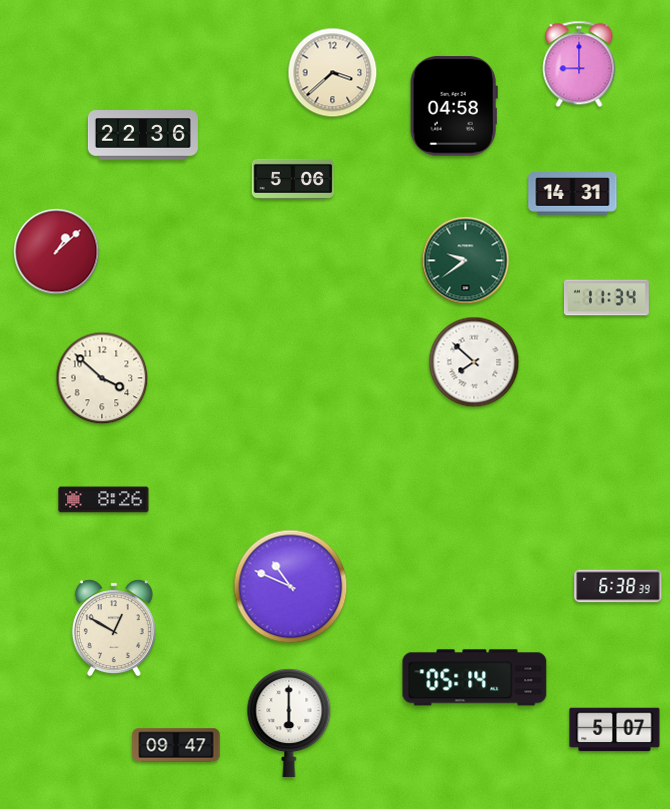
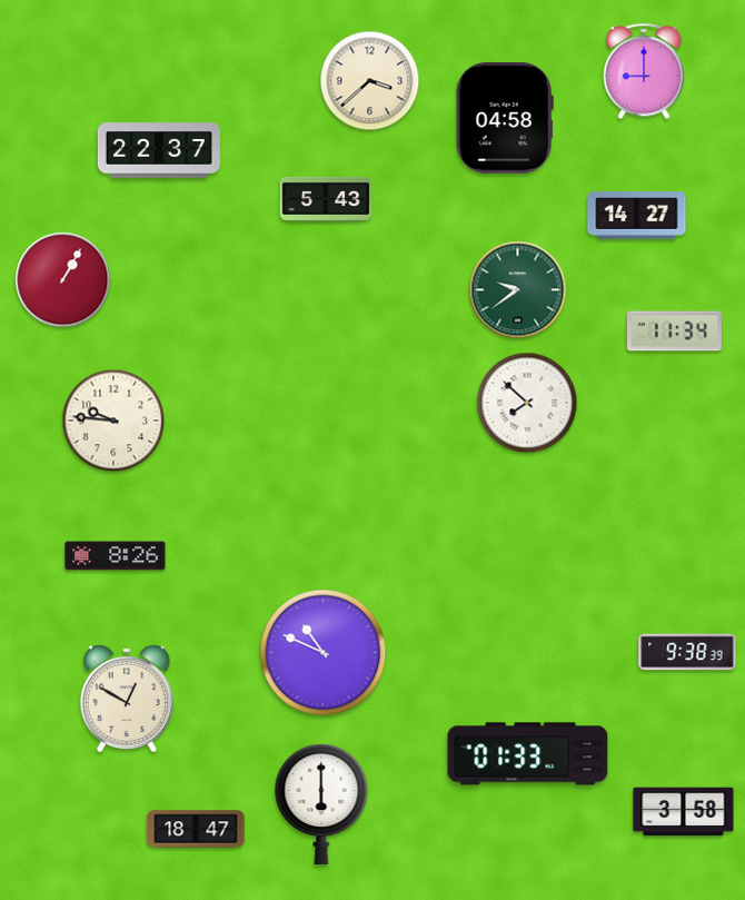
clock at (143, 135): 22:36 -> 22:37
clock at (293, 179): 5:06 -> 5:43
clock at (573, 194): 14:31 -> 14:27
clock at (57, 252): 1:08 -> 1:05
clock at (102, 378): 3:52 -> 9:46
clock at (618, 586): 6:38 -> 9:38
clock at (475, 678): 05:14 -> 01:33
clock at (615, 730): 5:07 -> 3:58
clock at (176, 745): 09:47 -> 18:47
